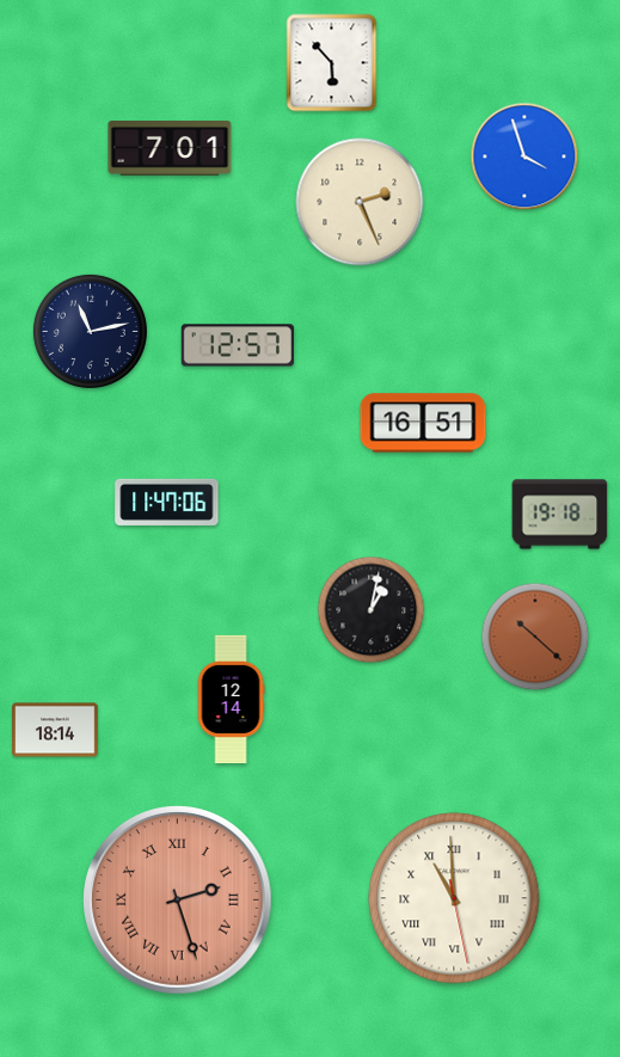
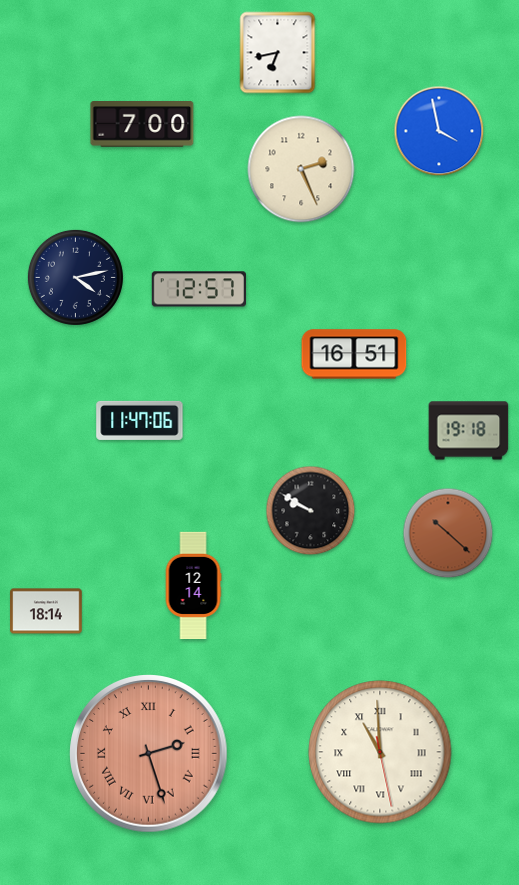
clock at (332, 63): 5:53 -> 6:43
clock at (170, 148): 7:01 -> 7:00
clock at (524, 156): 3:57 -> 3:58
clock at (90, 331): 11:13 -> 4:13
clock at (372, 610): 1:02 -> 9:50
